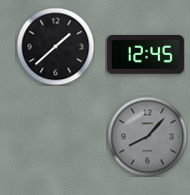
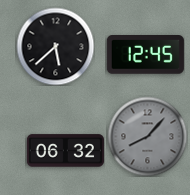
clock at (55, 46): 1:38 -> 5:38
clock at (65, 151): none -> 06:32
